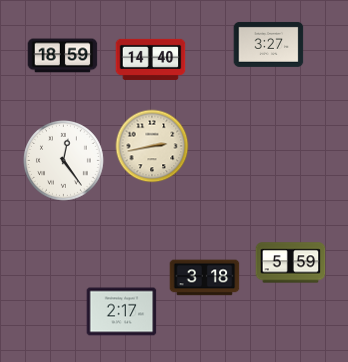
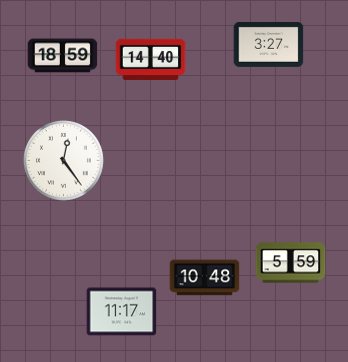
clock at (152, 146): 2:43 -> none
clock at (205, 278): 3:18 -> 10:48
clock at (122, 312): 2:17 -> 11:17
